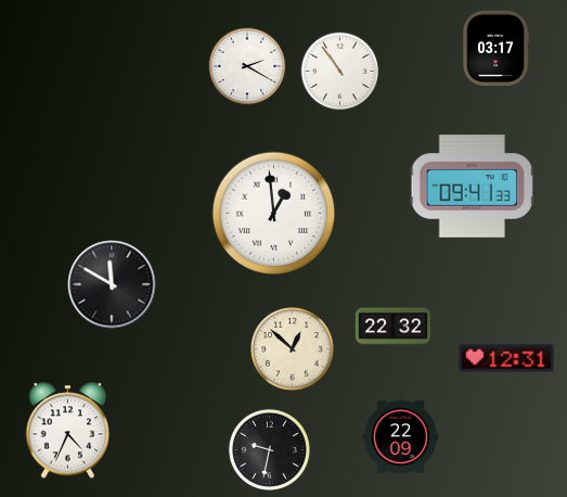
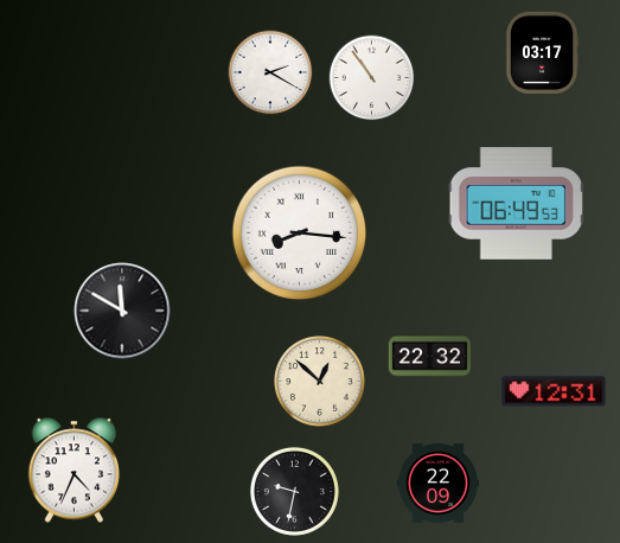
clock at (472, 187): 09:41 -> 06:49
clock at (274, 214): 12:59 -> 8:16
clock at (400, 437) position: (400, 437) -> (437, 484)
